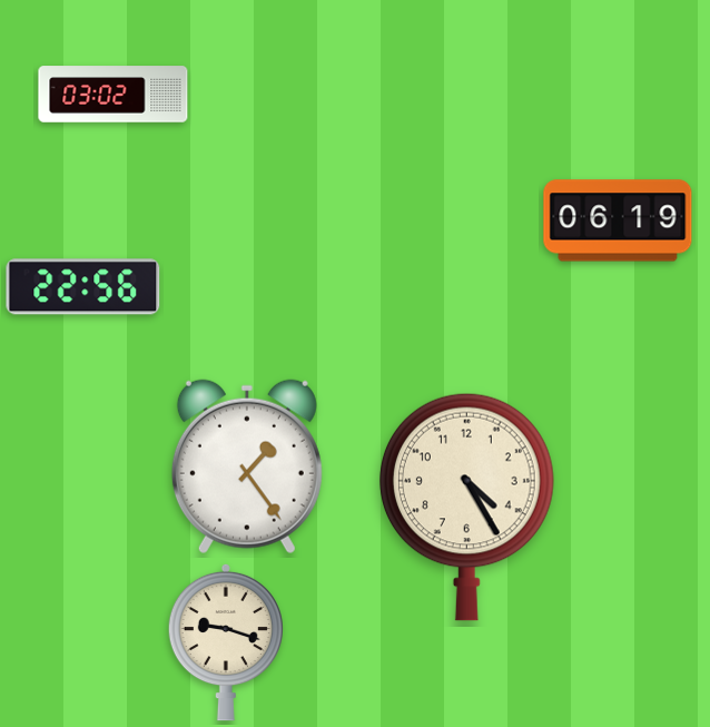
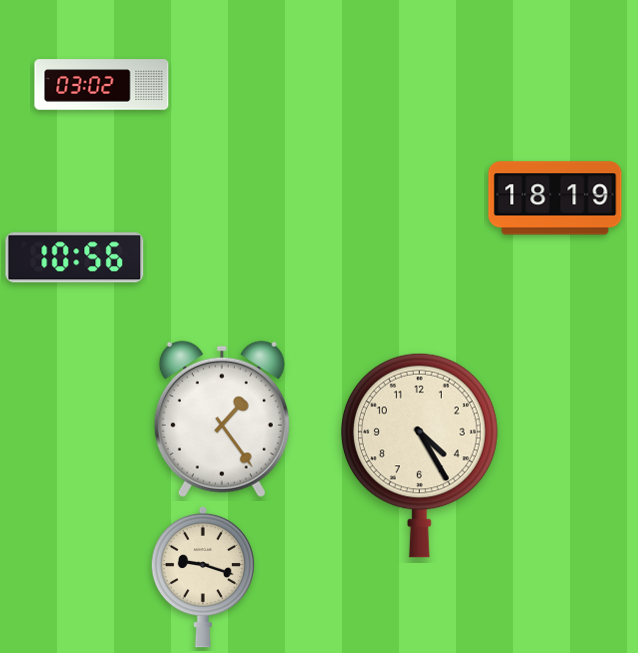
clock at (618, 220): 06:19 -> 18:19
clock at (83, 287): 22:56 -> 10:56
